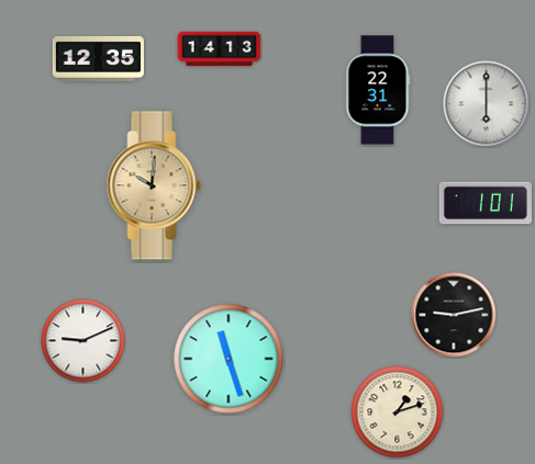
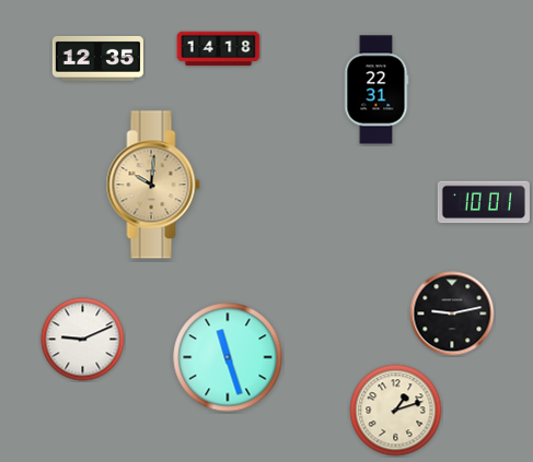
clock at (220, 49): 14:13 -> 14:18
clock at (487, 104): 6:00 -> none
clock at (486, 203): 1:01 -> 10:01
